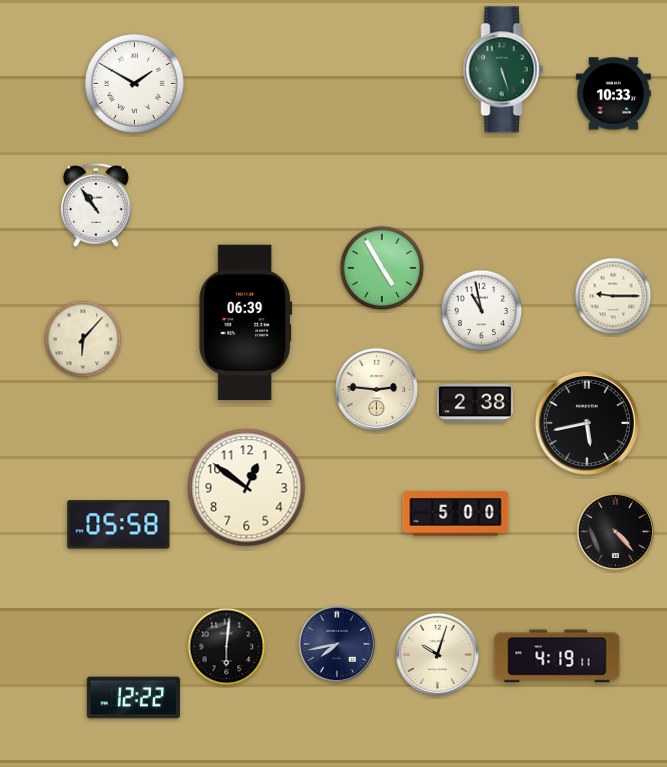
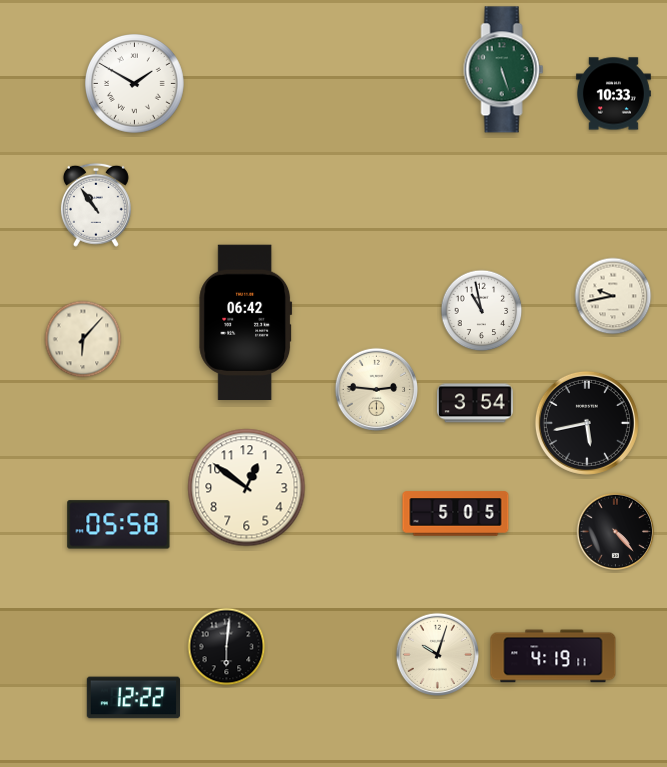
clock at (382, 268): 4:55 -> none
clock at (613, 296): 9:15 -> 9:43
clock at (246, 322): 06:39 -> 06:42
clock at (476, 403): 2:38 -> 3:54
clock at (456, 514): 5:00 -> 5:05
clock at (337, 644): 7:43 -> none
clock at (557, 656) position: (557, 656) -> (553, 656)
